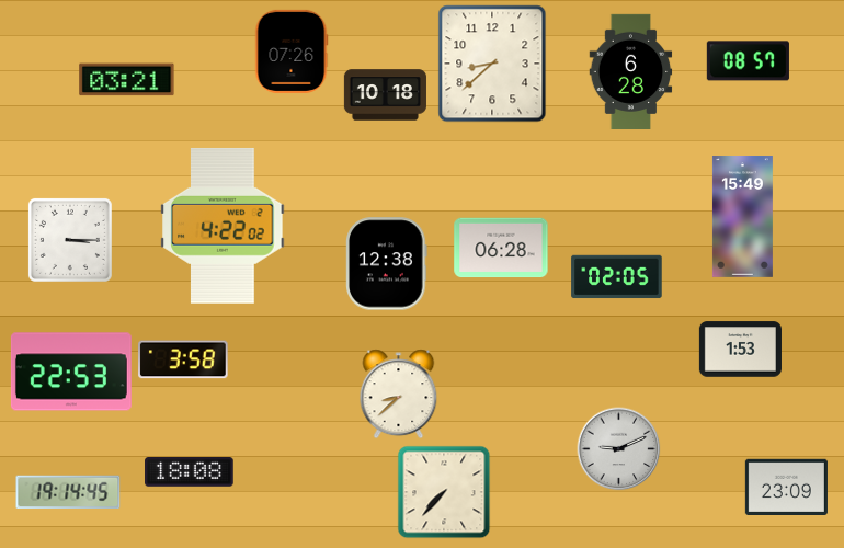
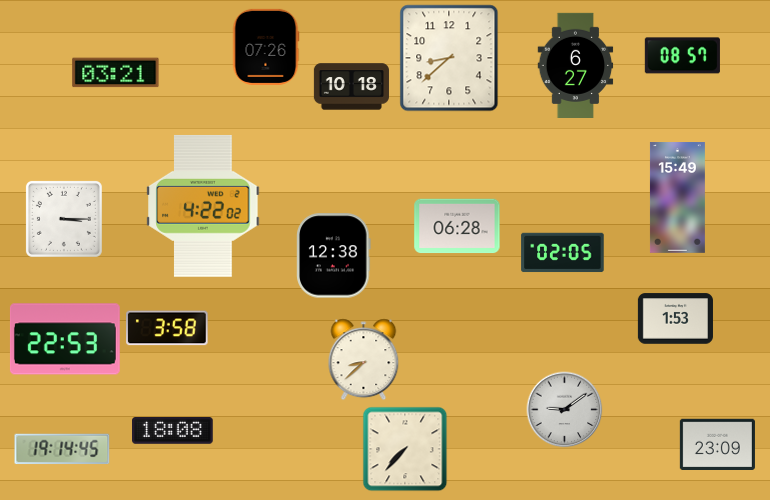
clock at (631, 71): 6:28 -> 6:27
clock at (387, 264) position: (387, 264) -> (334, 256)
clock at (619, 449): 9:11 -> 9:09
